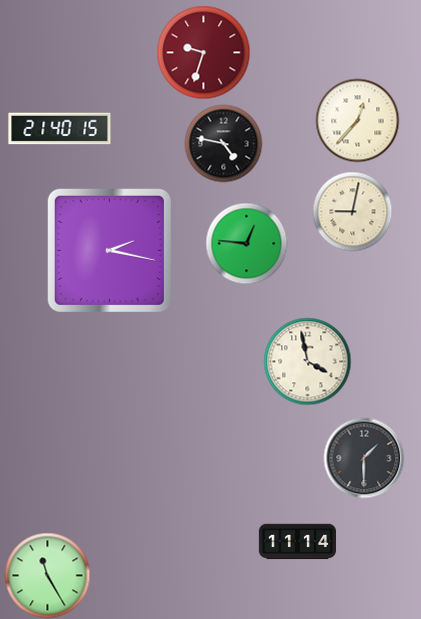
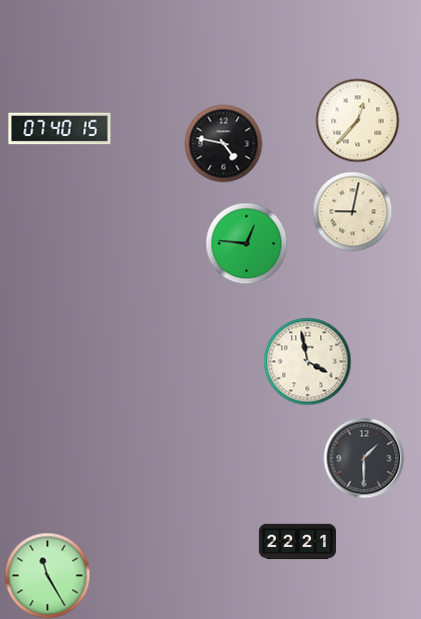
clock at (203, 52): 9:33 -> none
clock at (60, 129): 21:40 -> 07:40
clock at (109, 250): 2:17 -> none
clock at (297, 542): 11:14 -> 22:21
